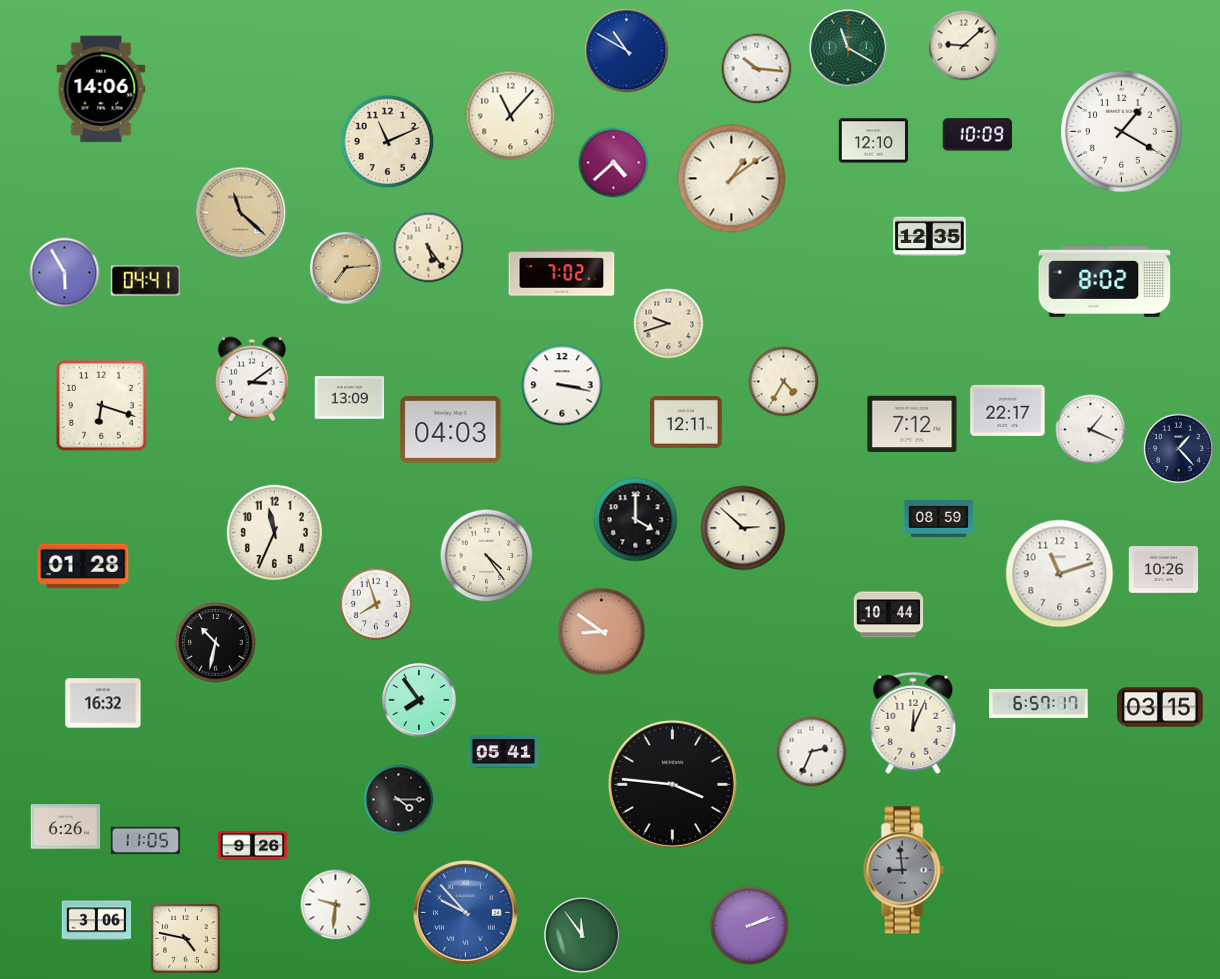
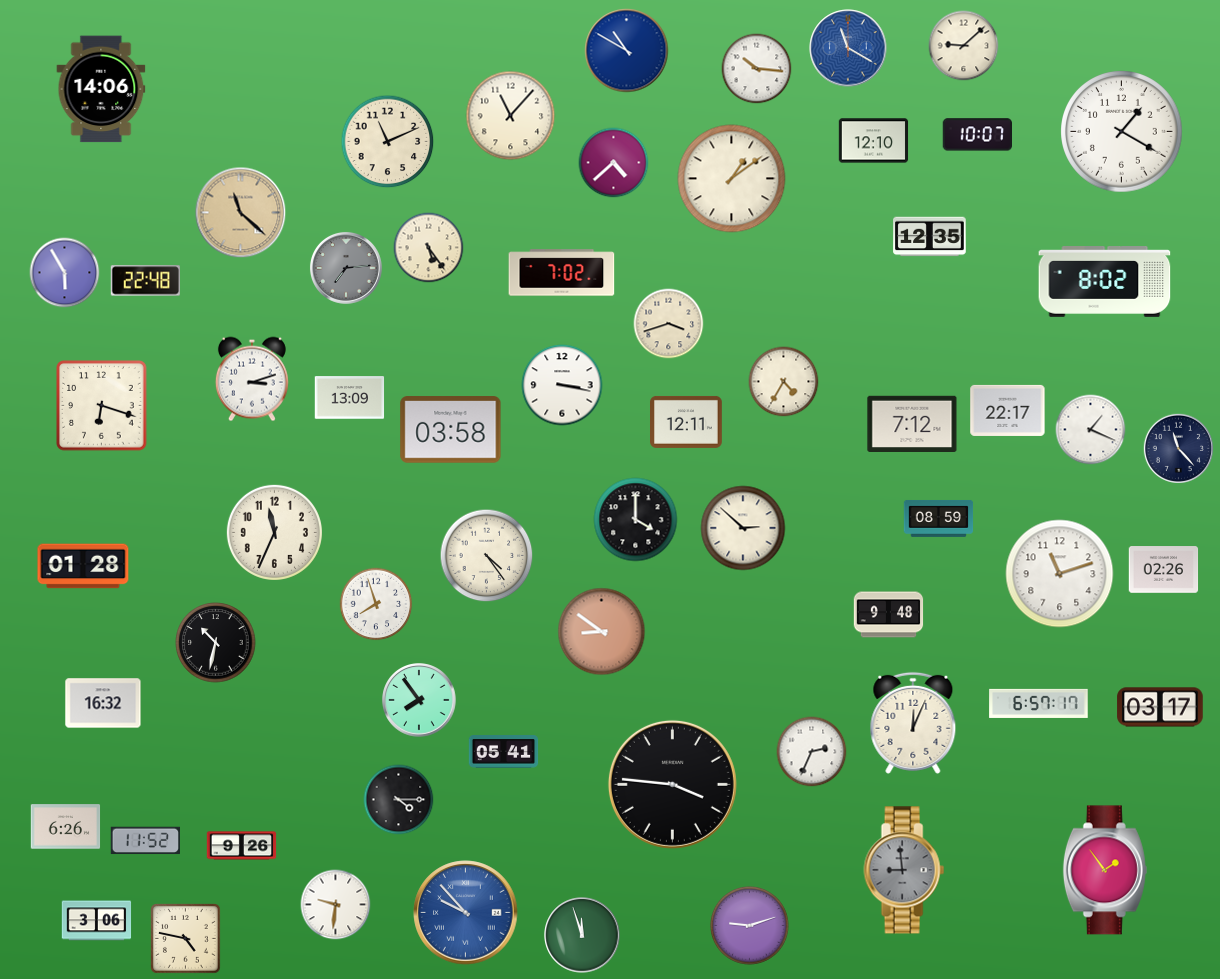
clock at (848, 48) dial: green -> blue
clock at (977, 135): 10:09 -> 10:07
clock at (346, 268) dial: champagne -> grey
clock at (145, 281): 04:41 -> 22:48
clock at (669, 324): 9:42 -> 3:42
clock at (252, 379): 3:09 -> 3:12
clock at (451, 430): 04:03 -> 03:58
clock at (1178, 448): 1:23 -> 11:23
clock at (1164, 570): 10:26 -> 02:26
clock at (889, 615): 10:44 -> 9:48
clock at (1160, 707): 03:15 -> 03:17
clock at (145, 841): 11:05 -> 11:52
clock at (253, 846) position: (253, 846) -> (242, 846)
clock at (1105, 870): none -> 1:54
clock at (750, 926): 2:12 -> 9:12
clock at (582, 935): 11:54 -> 11:57
